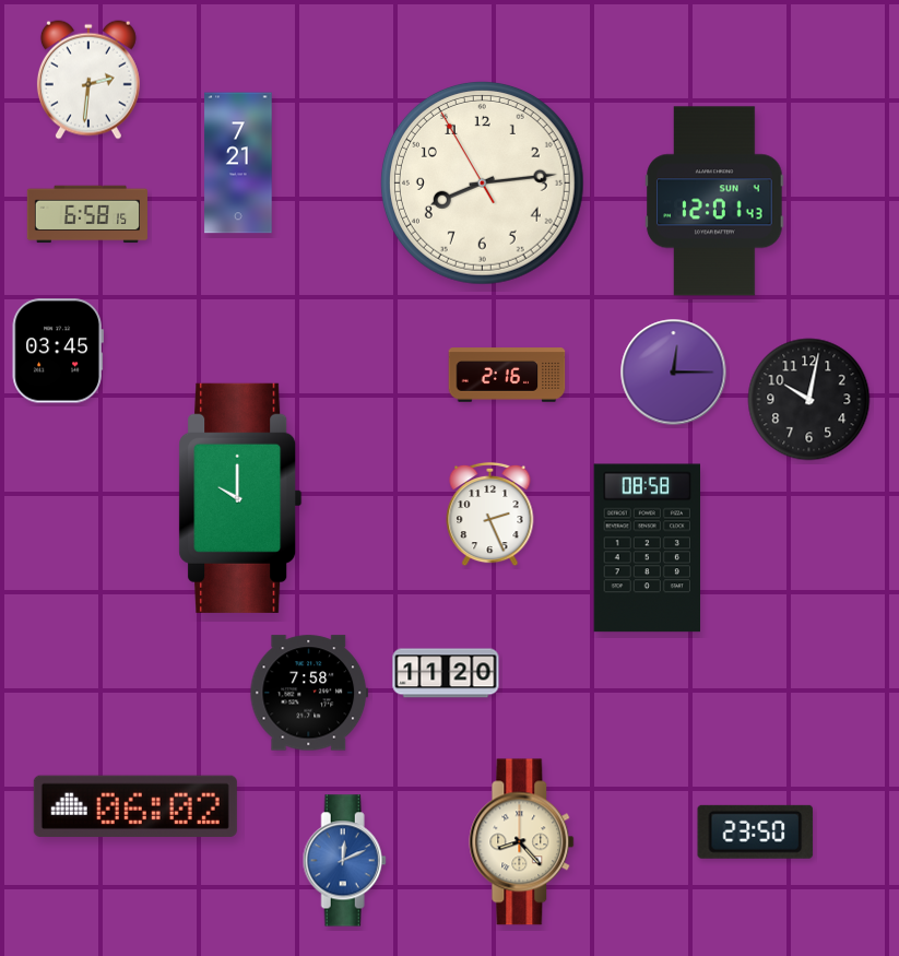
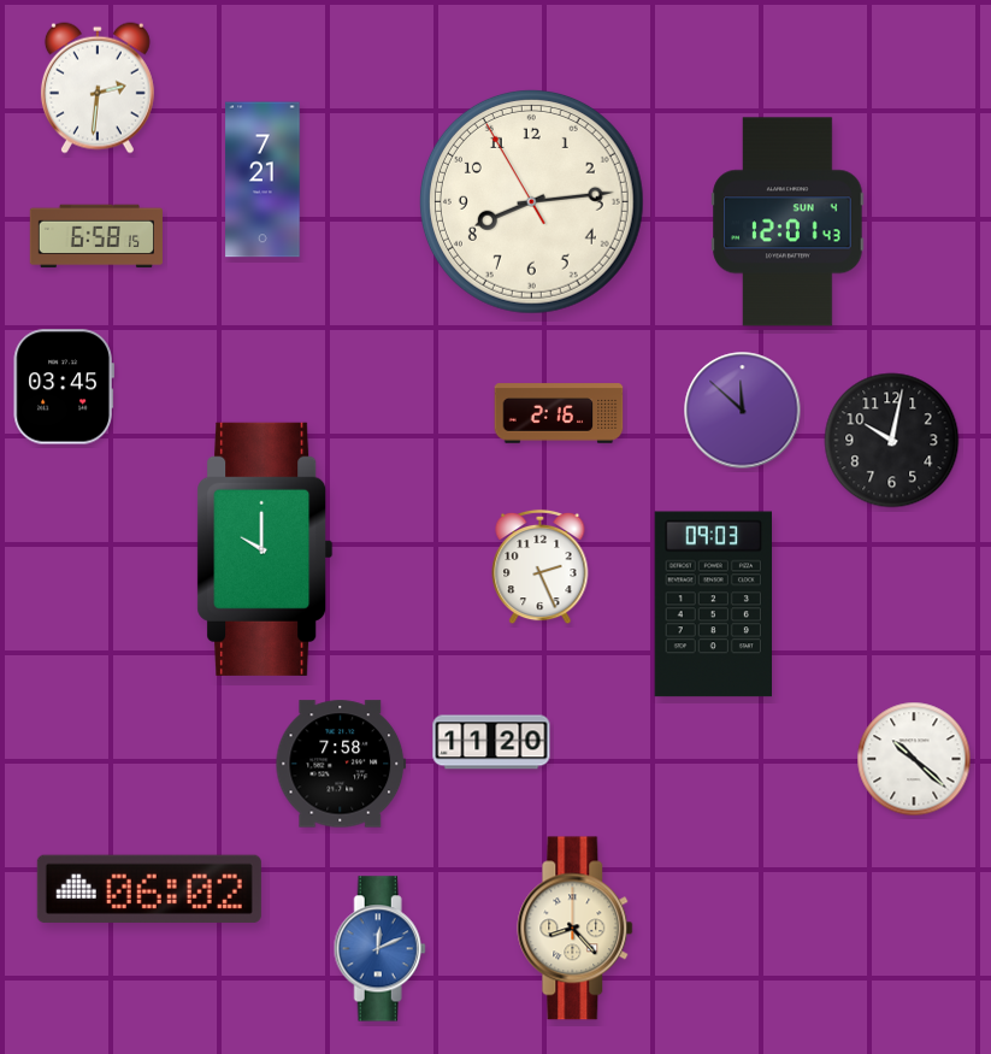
clock at (674, 373): 12:15 -> 11:52
clock at (647, 548): 08:58 -> 09:03
clock at (914, 759): none -> 10:22
clock at (756, 831): 23:50 -> none
